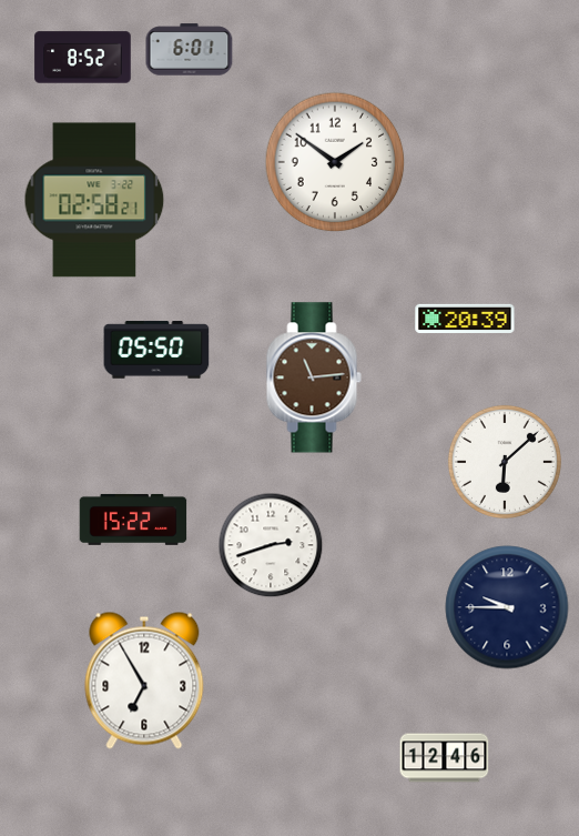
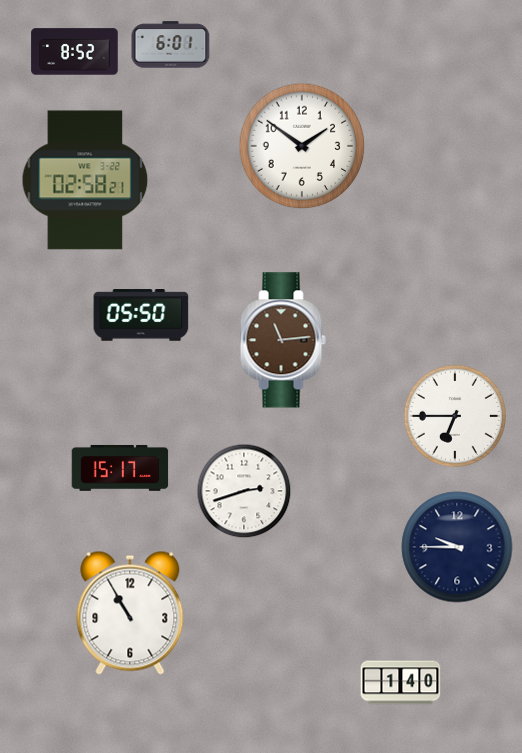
clock at (465, 319): 20:39 -> none
clock at (505, 462): 6:08 -> 6:45
clock at (133, 520): 15:22 -> 15:17
clock at (144, 681): 6:55 -> 10:55
clock at (445, 758): 12:46 -> 1:40
